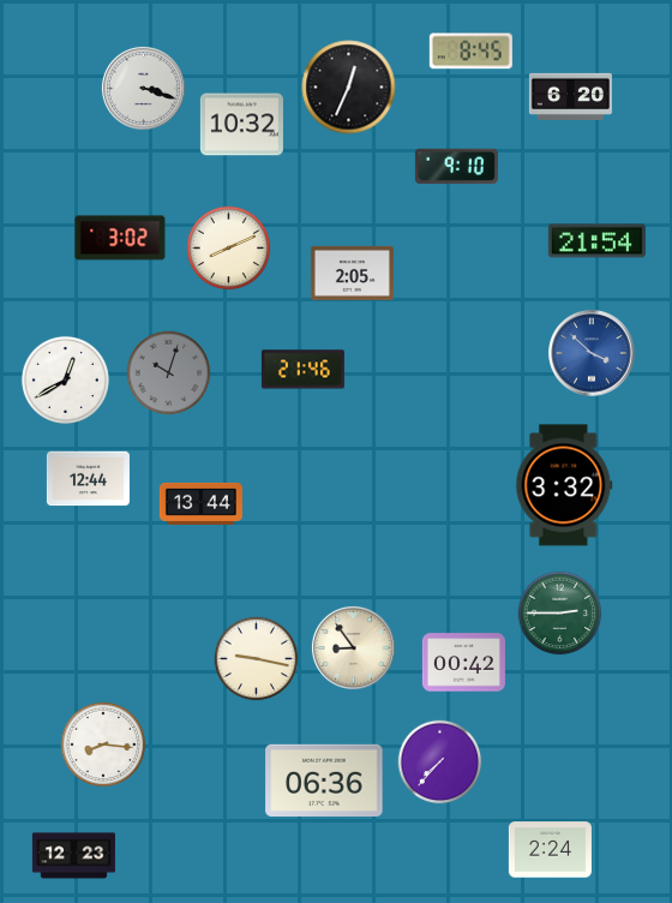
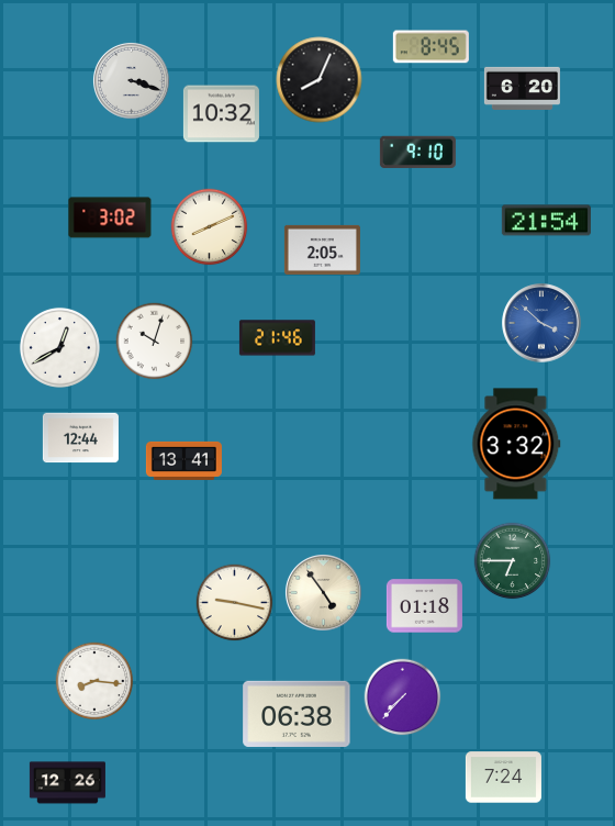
clock at (349, 88): 12:34 -> 8:04
clock at (169, 373) dial: grey -> white
clock at (200, 503): 13:44 -> 13:41
clock at (560, 614): 2:45 -> 6:45
clock at (354, 648): 8:54 -> 4:54
clock at (463, 663): 00:42 -> 01:18
clock at (324, 781): 06:36 -> 06:38
clock at (550, 850): 2:24 -> 7:24
clock at (73, 856): 12:23 -> 12:26
